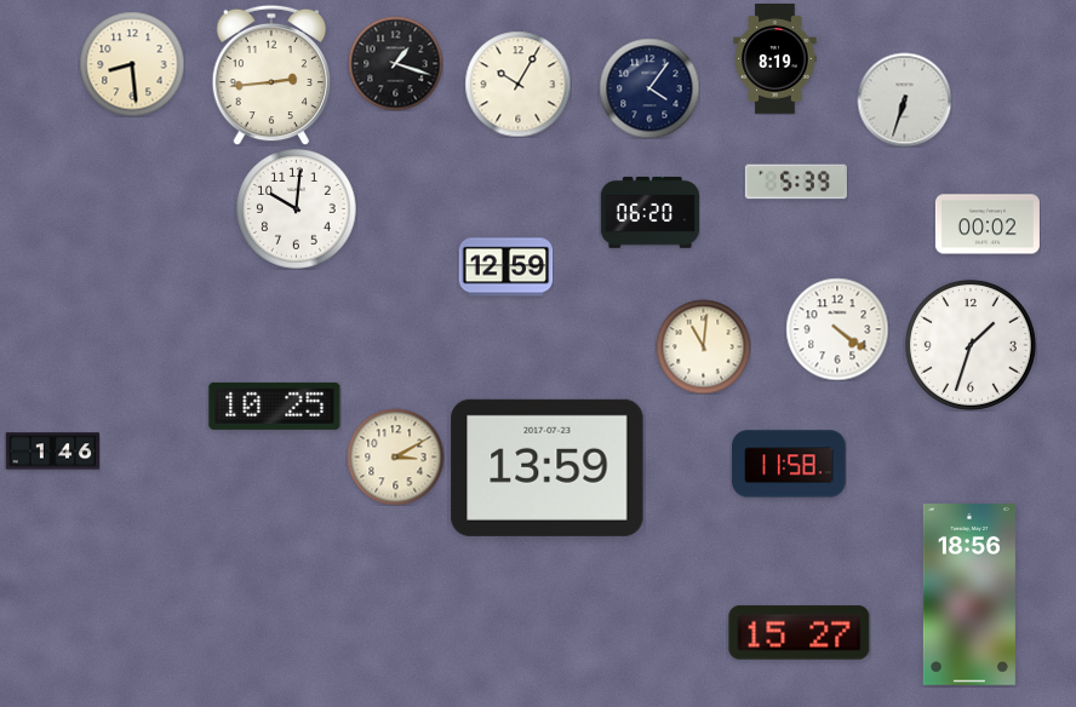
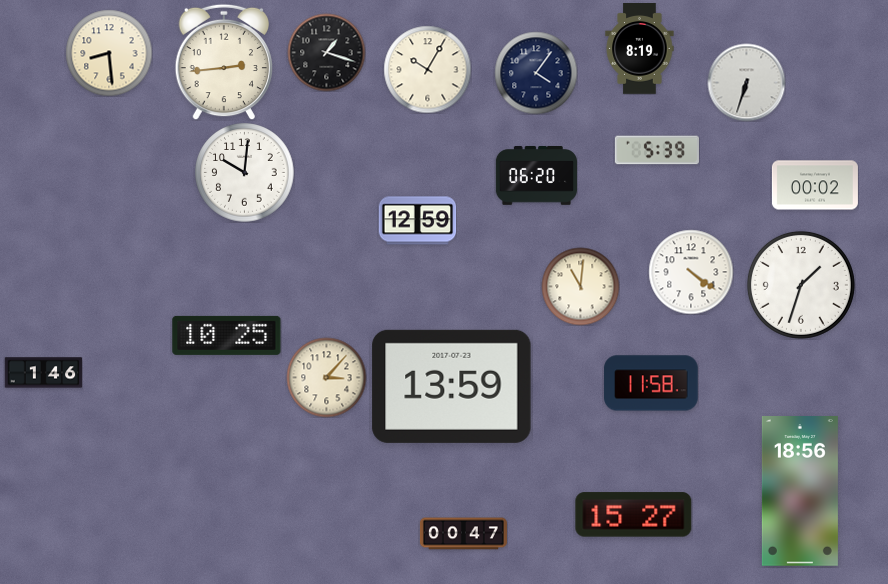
clock at (395, 456): 3:10 -> 3:07
clock at (800, 633) position: (800, 633) -> (634, 515)
clock at (463, 534): none -> 00:47
